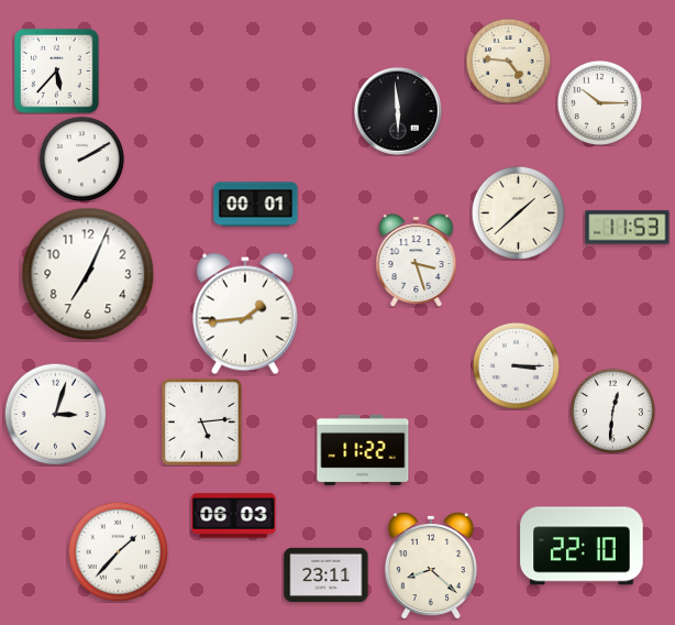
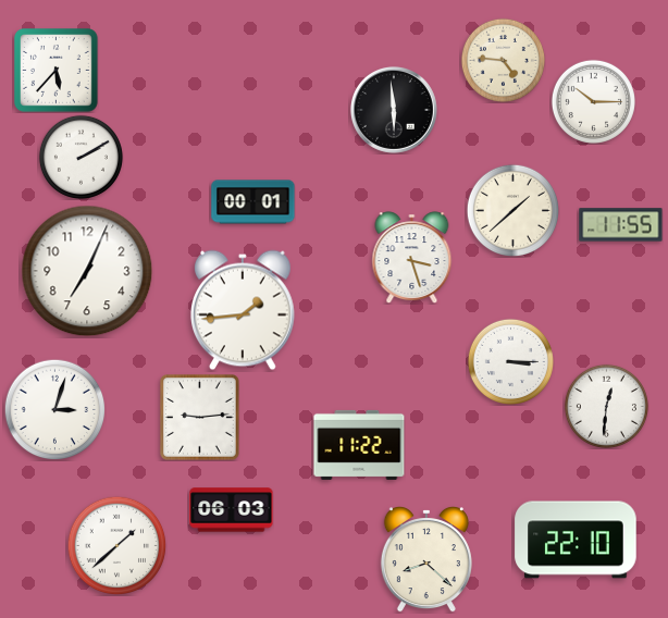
clock at (628, 228): 11:53 -> 11:55
clock at (202, 423): 5:14 -> 9:14
clock at (118, 551): 1:37 -> 1:38
clock at (327, 574): 23:11 -> none
